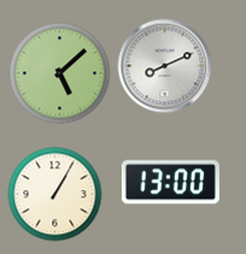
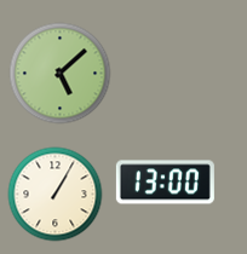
clock at (164, 65): 8:11 -> none
clock at (170, 183) position: (170, 183) -> (165, 183)
